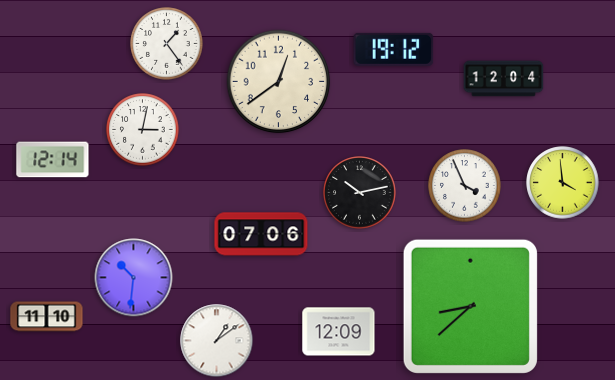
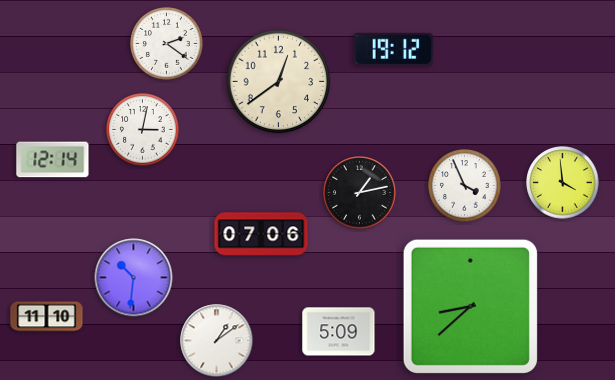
clock at (167, 44): 1:24 -> 2:21
clock at (504, 79): 12:04 -> none
clock at (360, 193): 10:13 -> 1:13
clock at (339, 332): 12:09 -> 5:09
